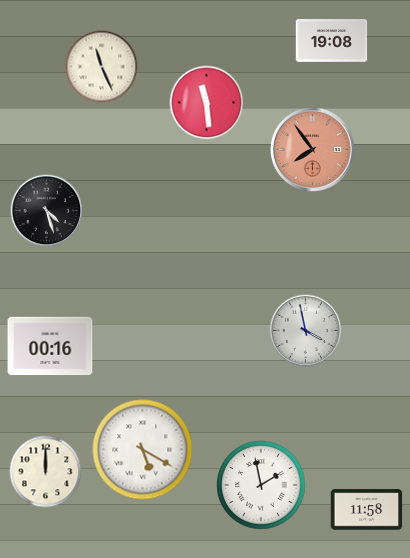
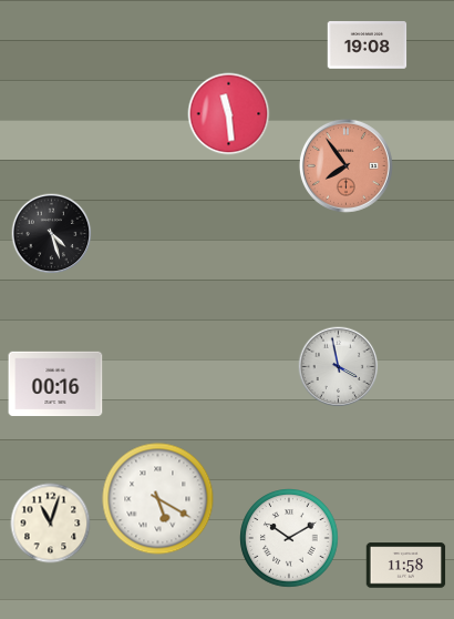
clock at (102, 67): 11:26 -> none
clock at (46, 472): 12:00 -> 11:03
clock at (261, 485): 1:58 -> 10:10
